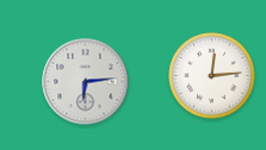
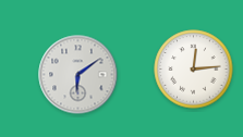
clock at (86, 82): 6:14 -> 6:09
